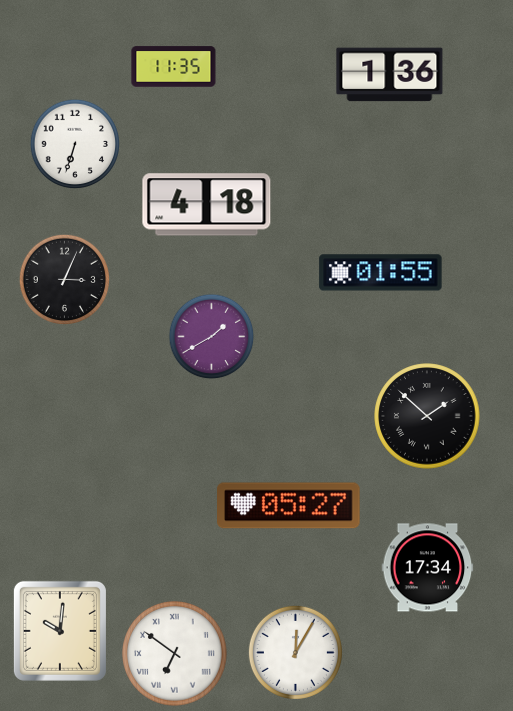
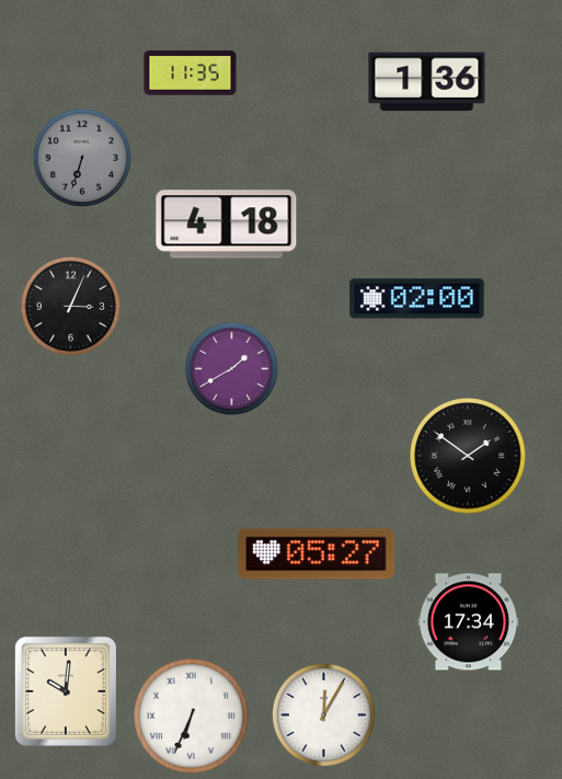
clock at (74, 143) dial: white -> grey
clock at (381, 273): 01:55 -> 02:00
clock at (427, 416): 1:52 -> 1:51
clock at (175, 654): 6:51 -> 6:34
